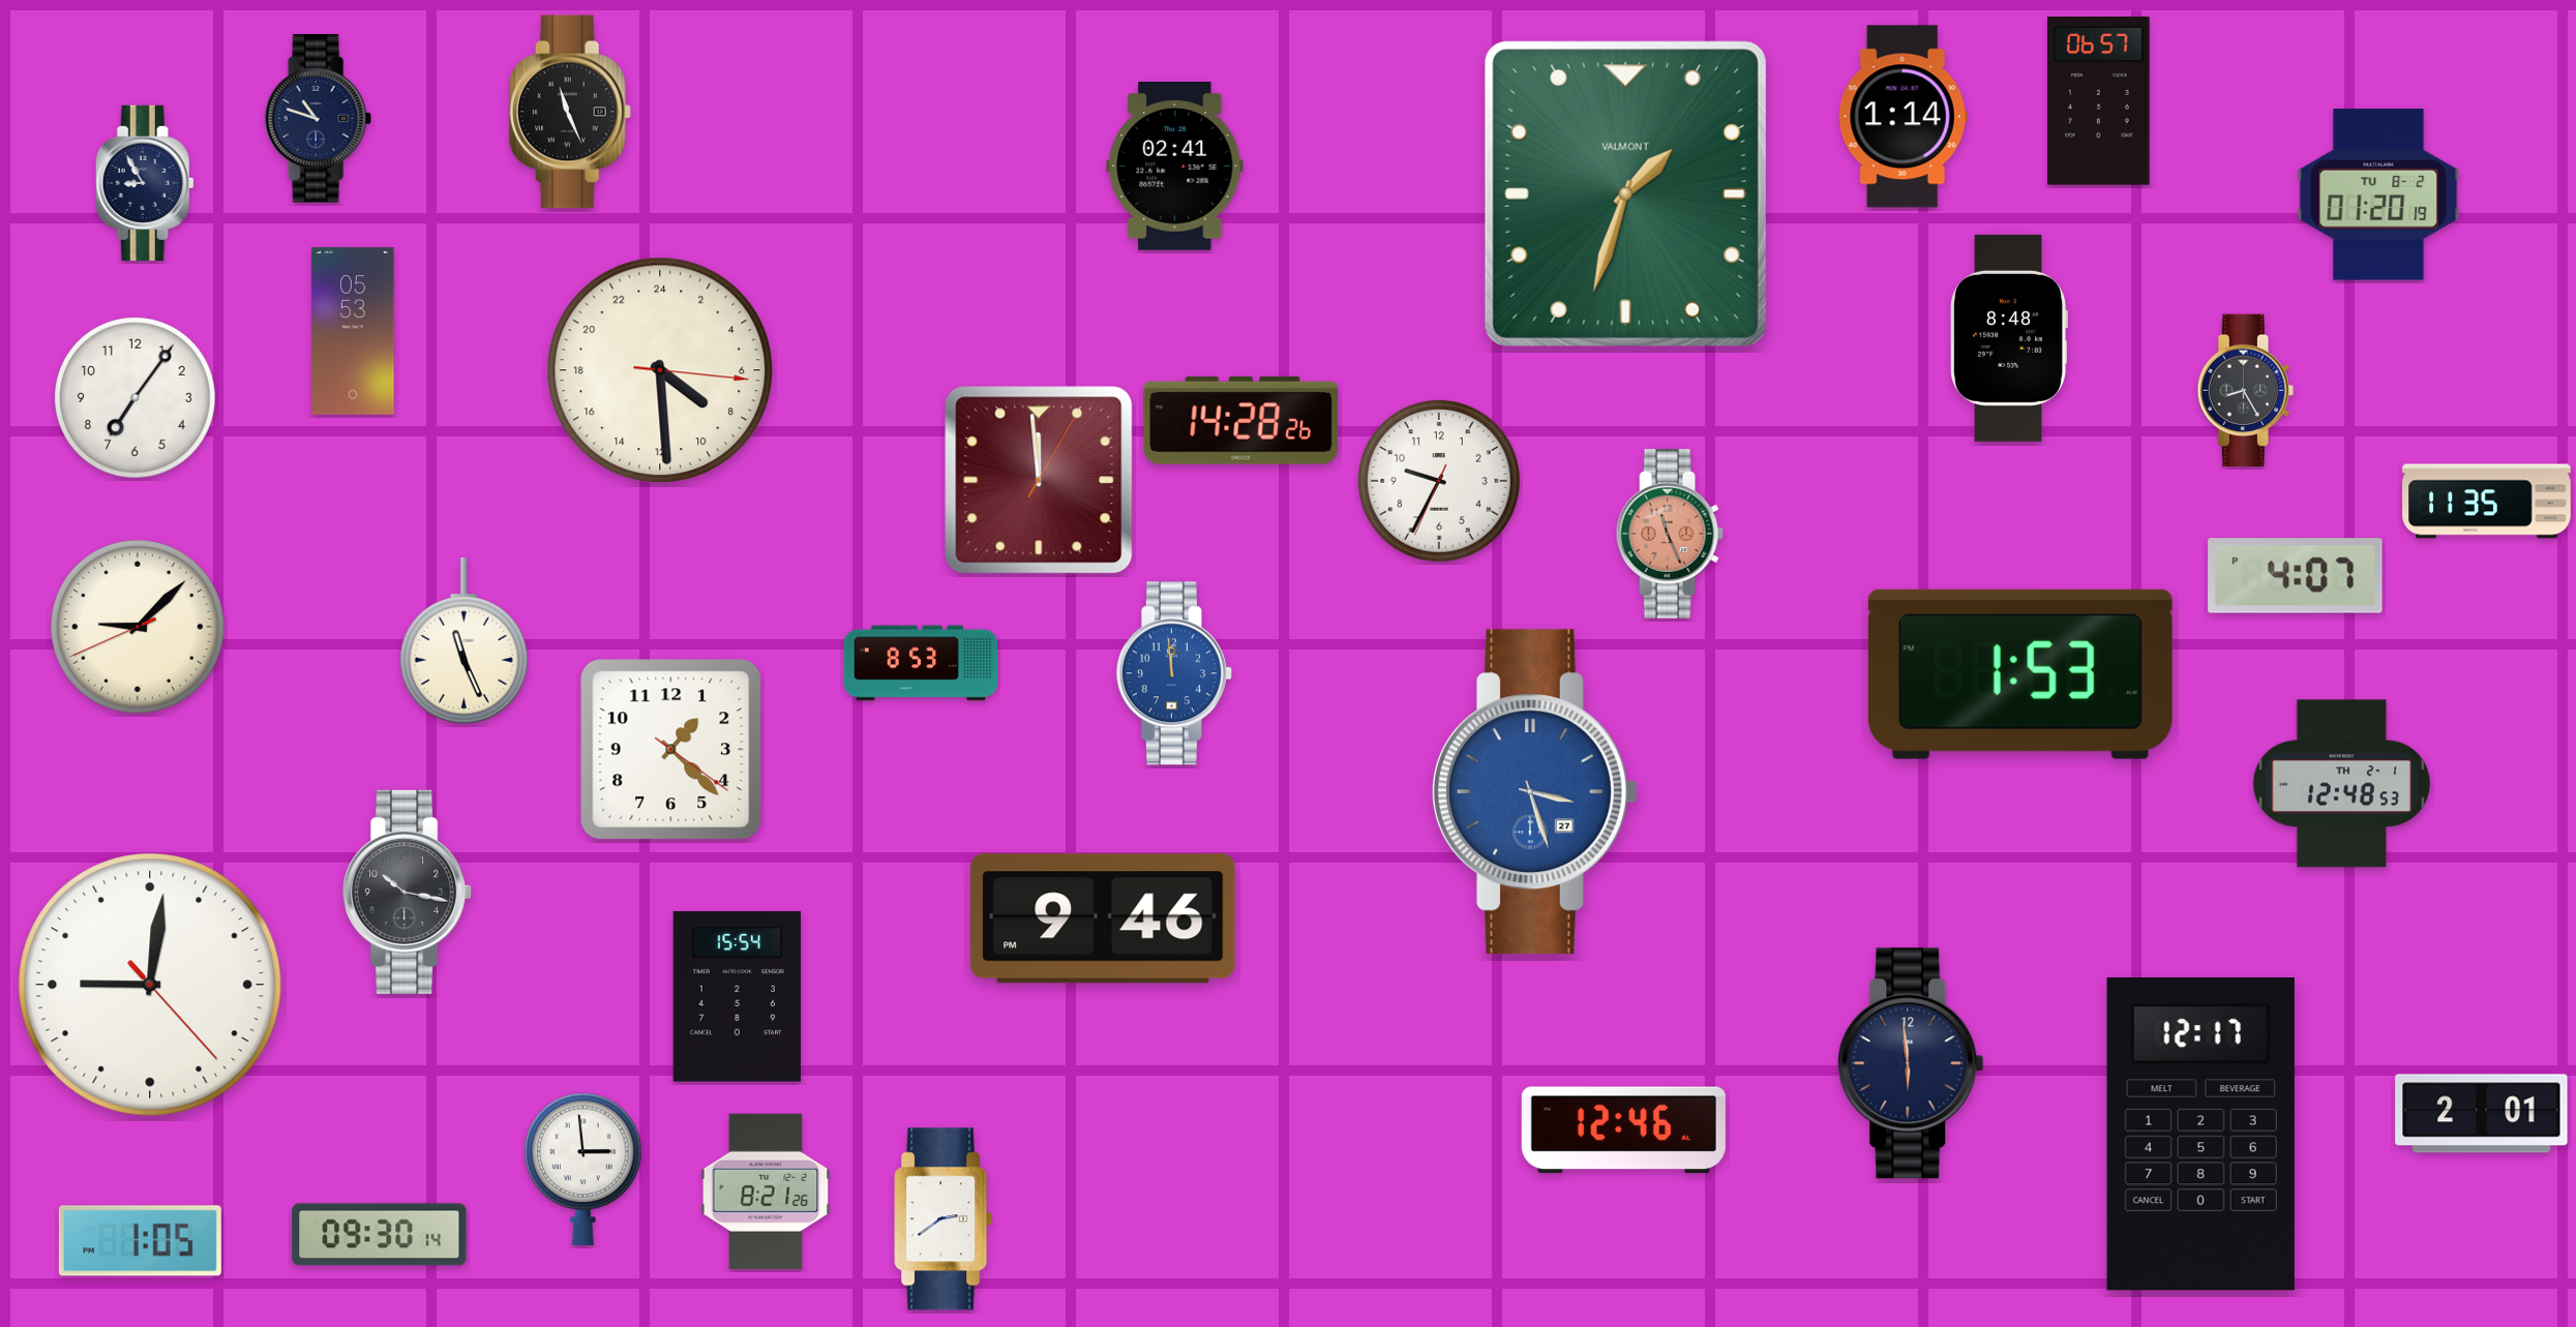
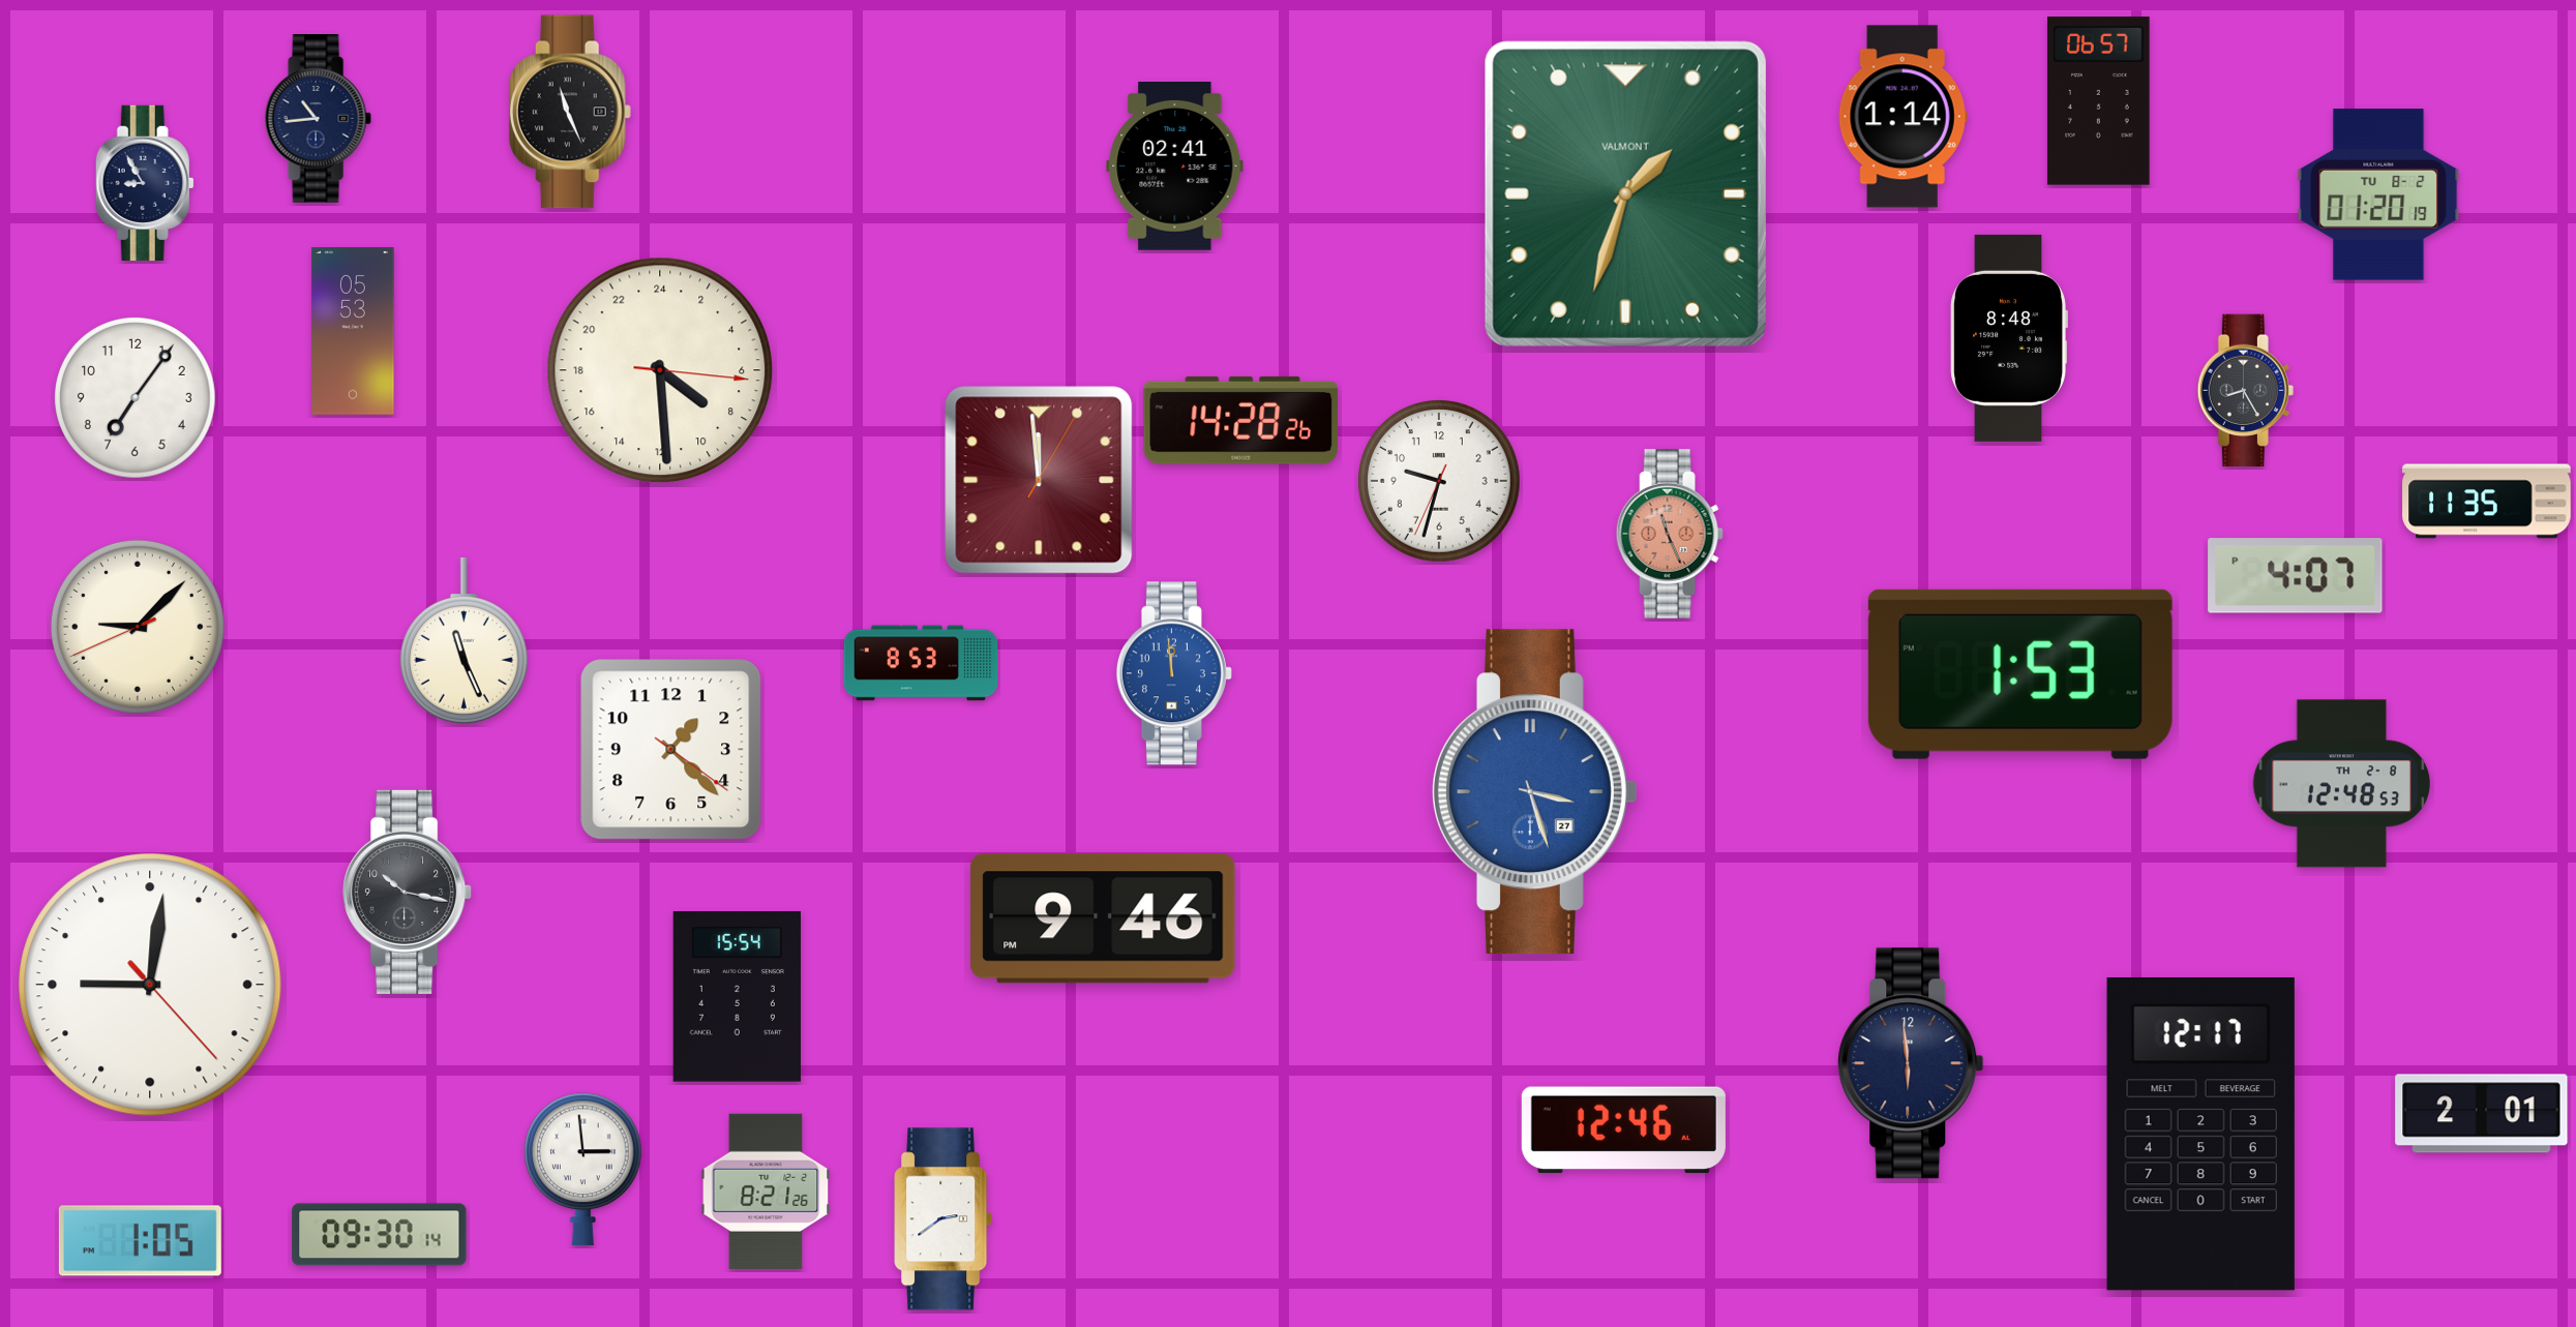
clock at (318, 119): 10:48 -> 10:44
clock at (1440, 482): 9:34 -> 9:32
clock at (2341, 784) date: TH 2-1 -> TH 2-8
